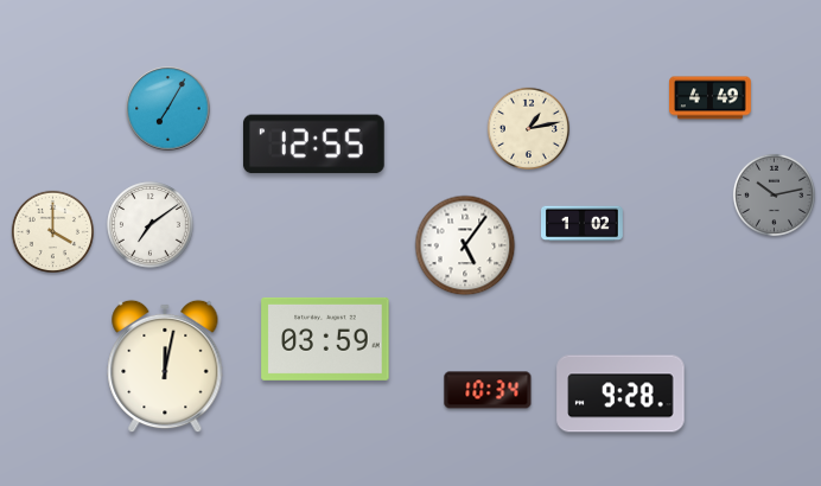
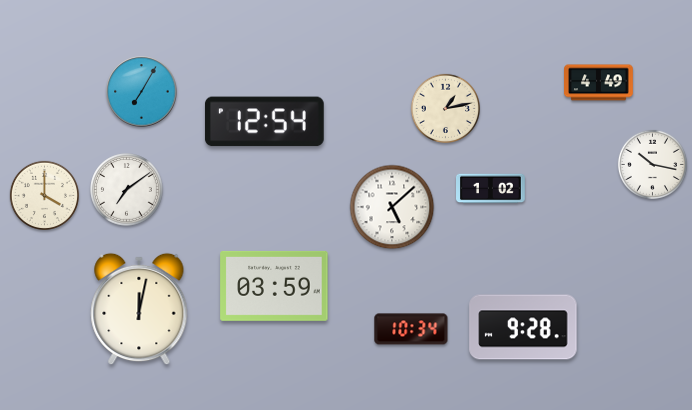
clock at (313, 145): 12:55 -> 12:54
clock at (774, 194): 10:13 -> 10:17
clock at (774, 194) dial: grey -> white
clock at (465, 245): 5:06 -> 5:08
clock at (620, 394) position: (620, 394) -> (523, 327)
